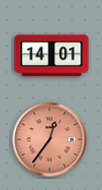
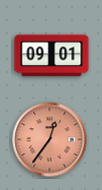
clock at (52, 56): 14:01 -> 09:01
